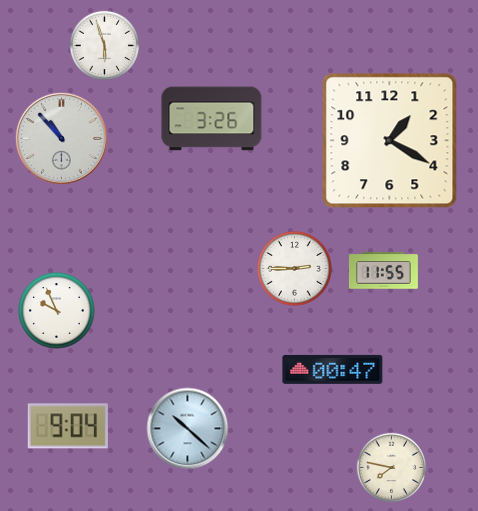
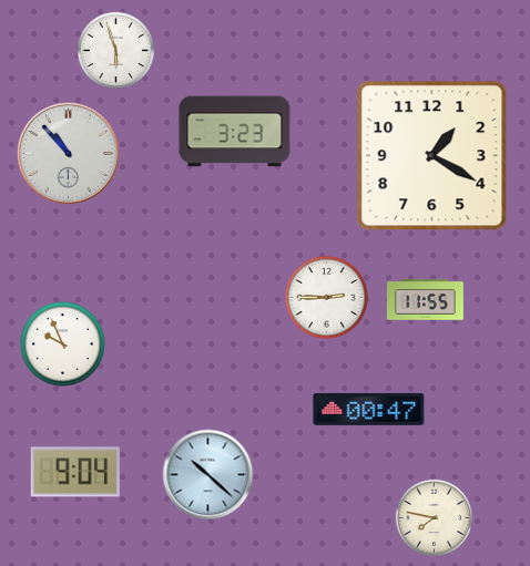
clock at (212, 119): 3:26 -> 3:23
